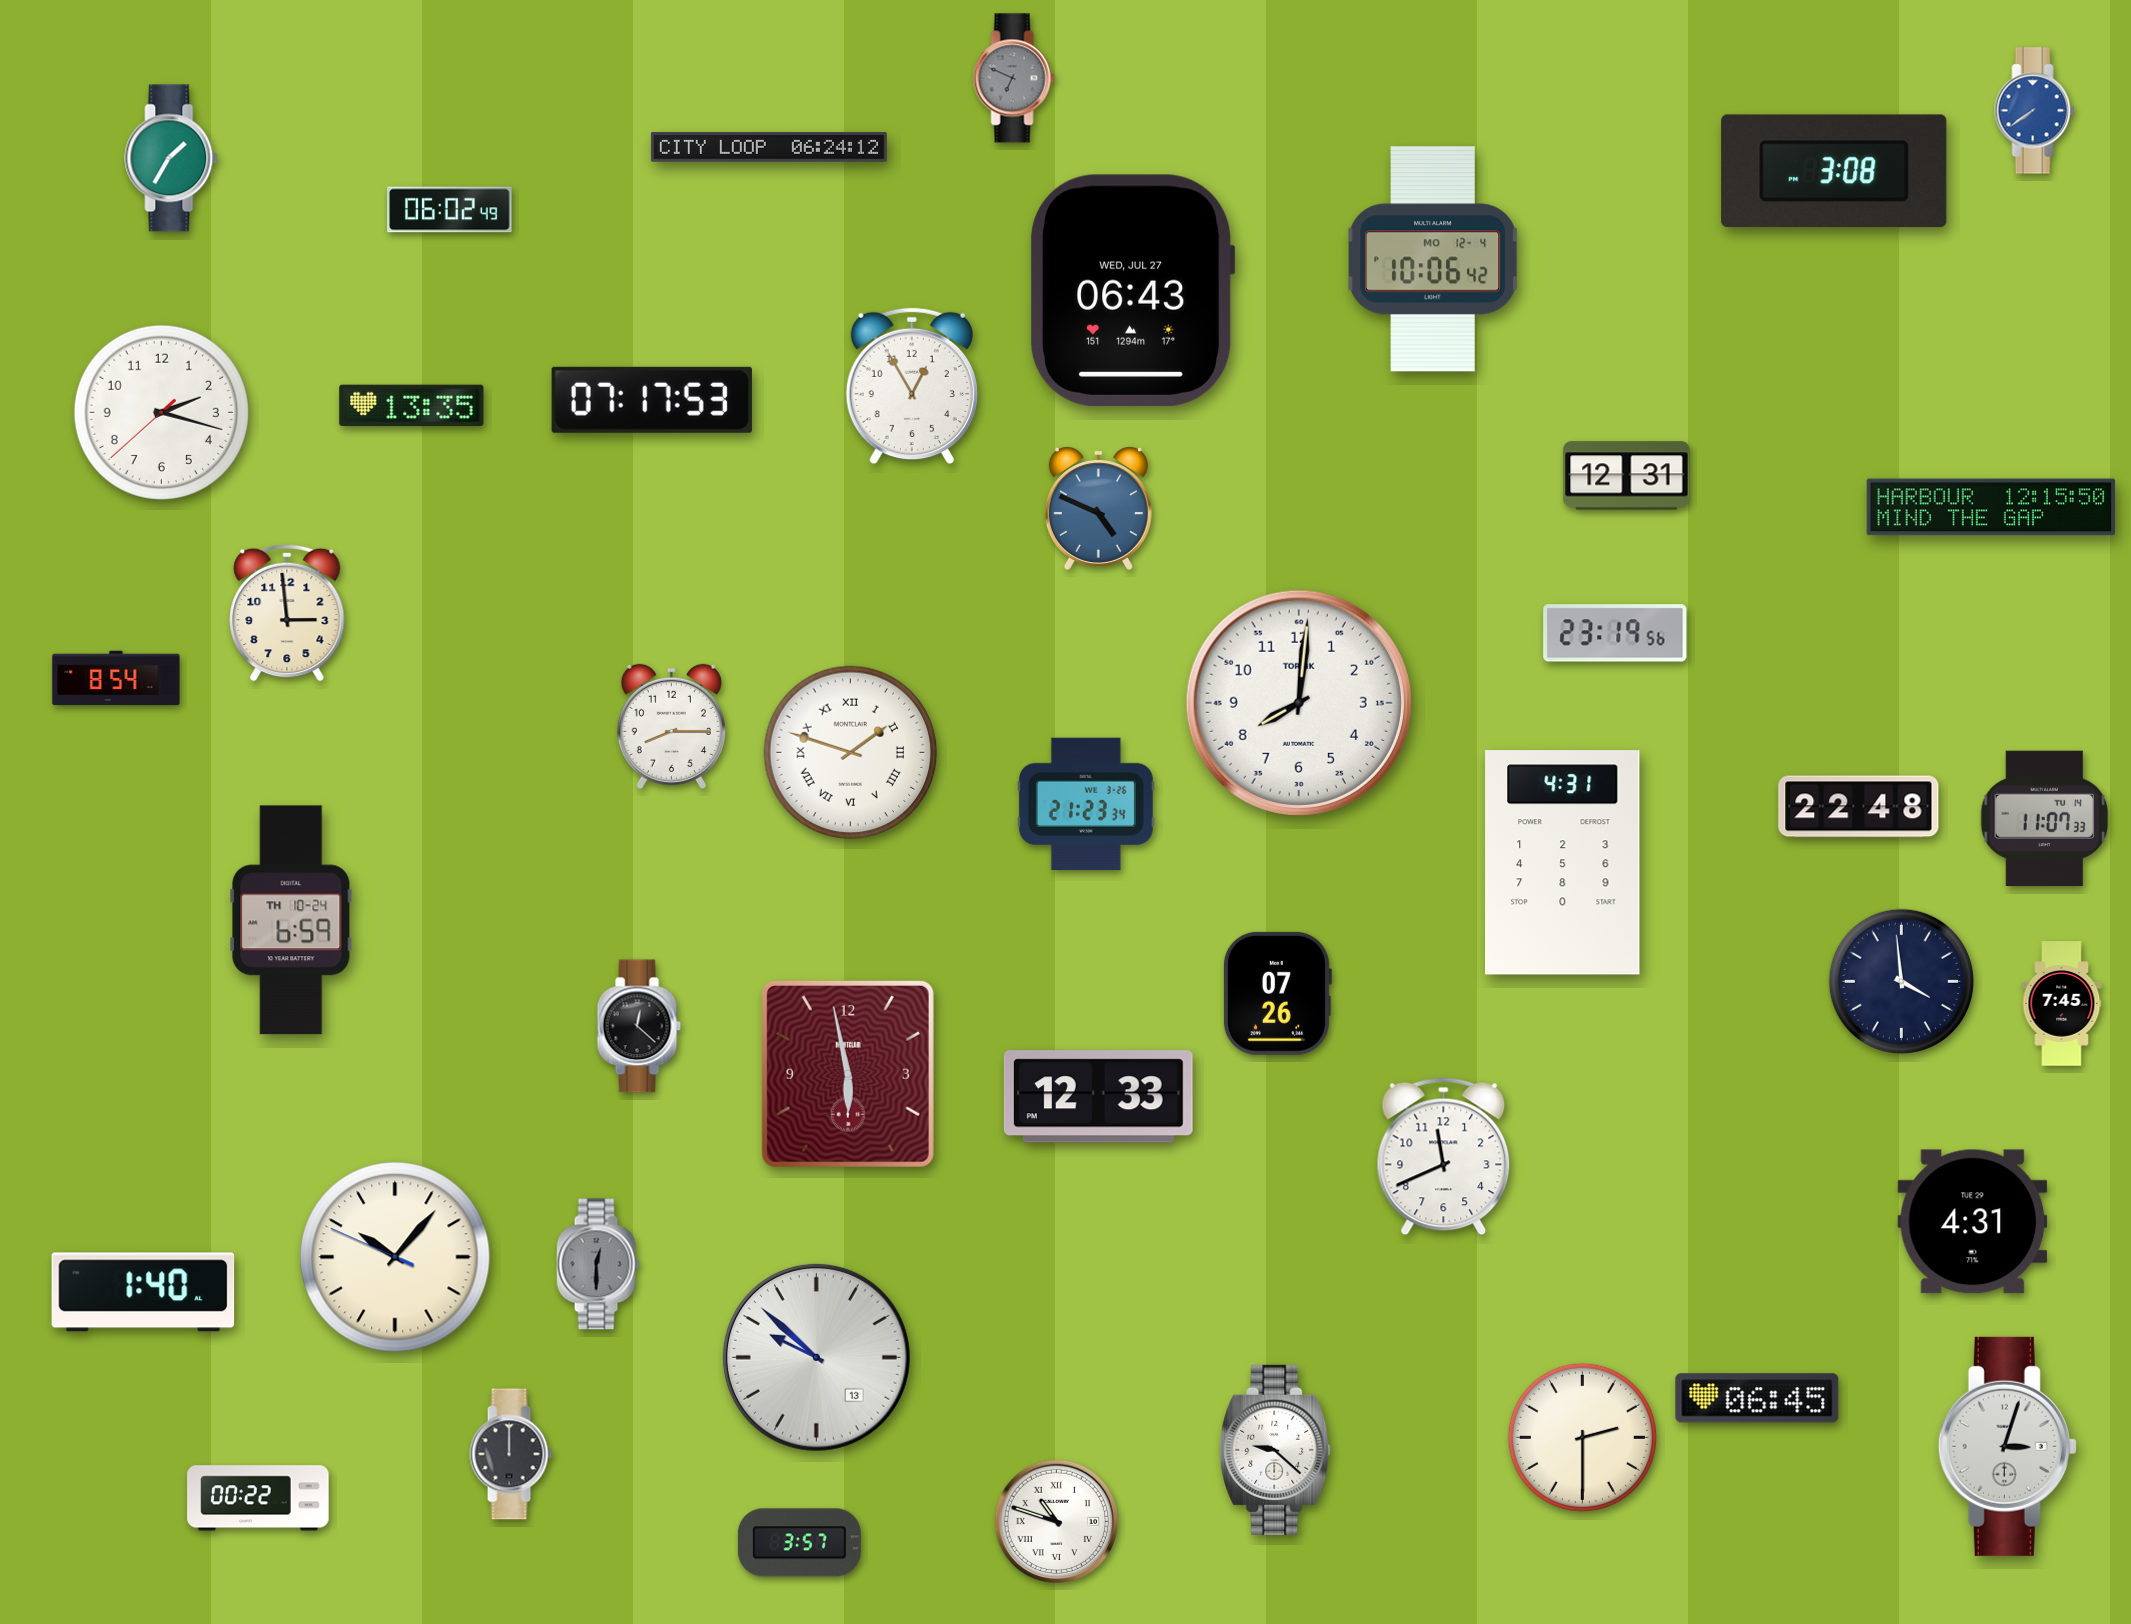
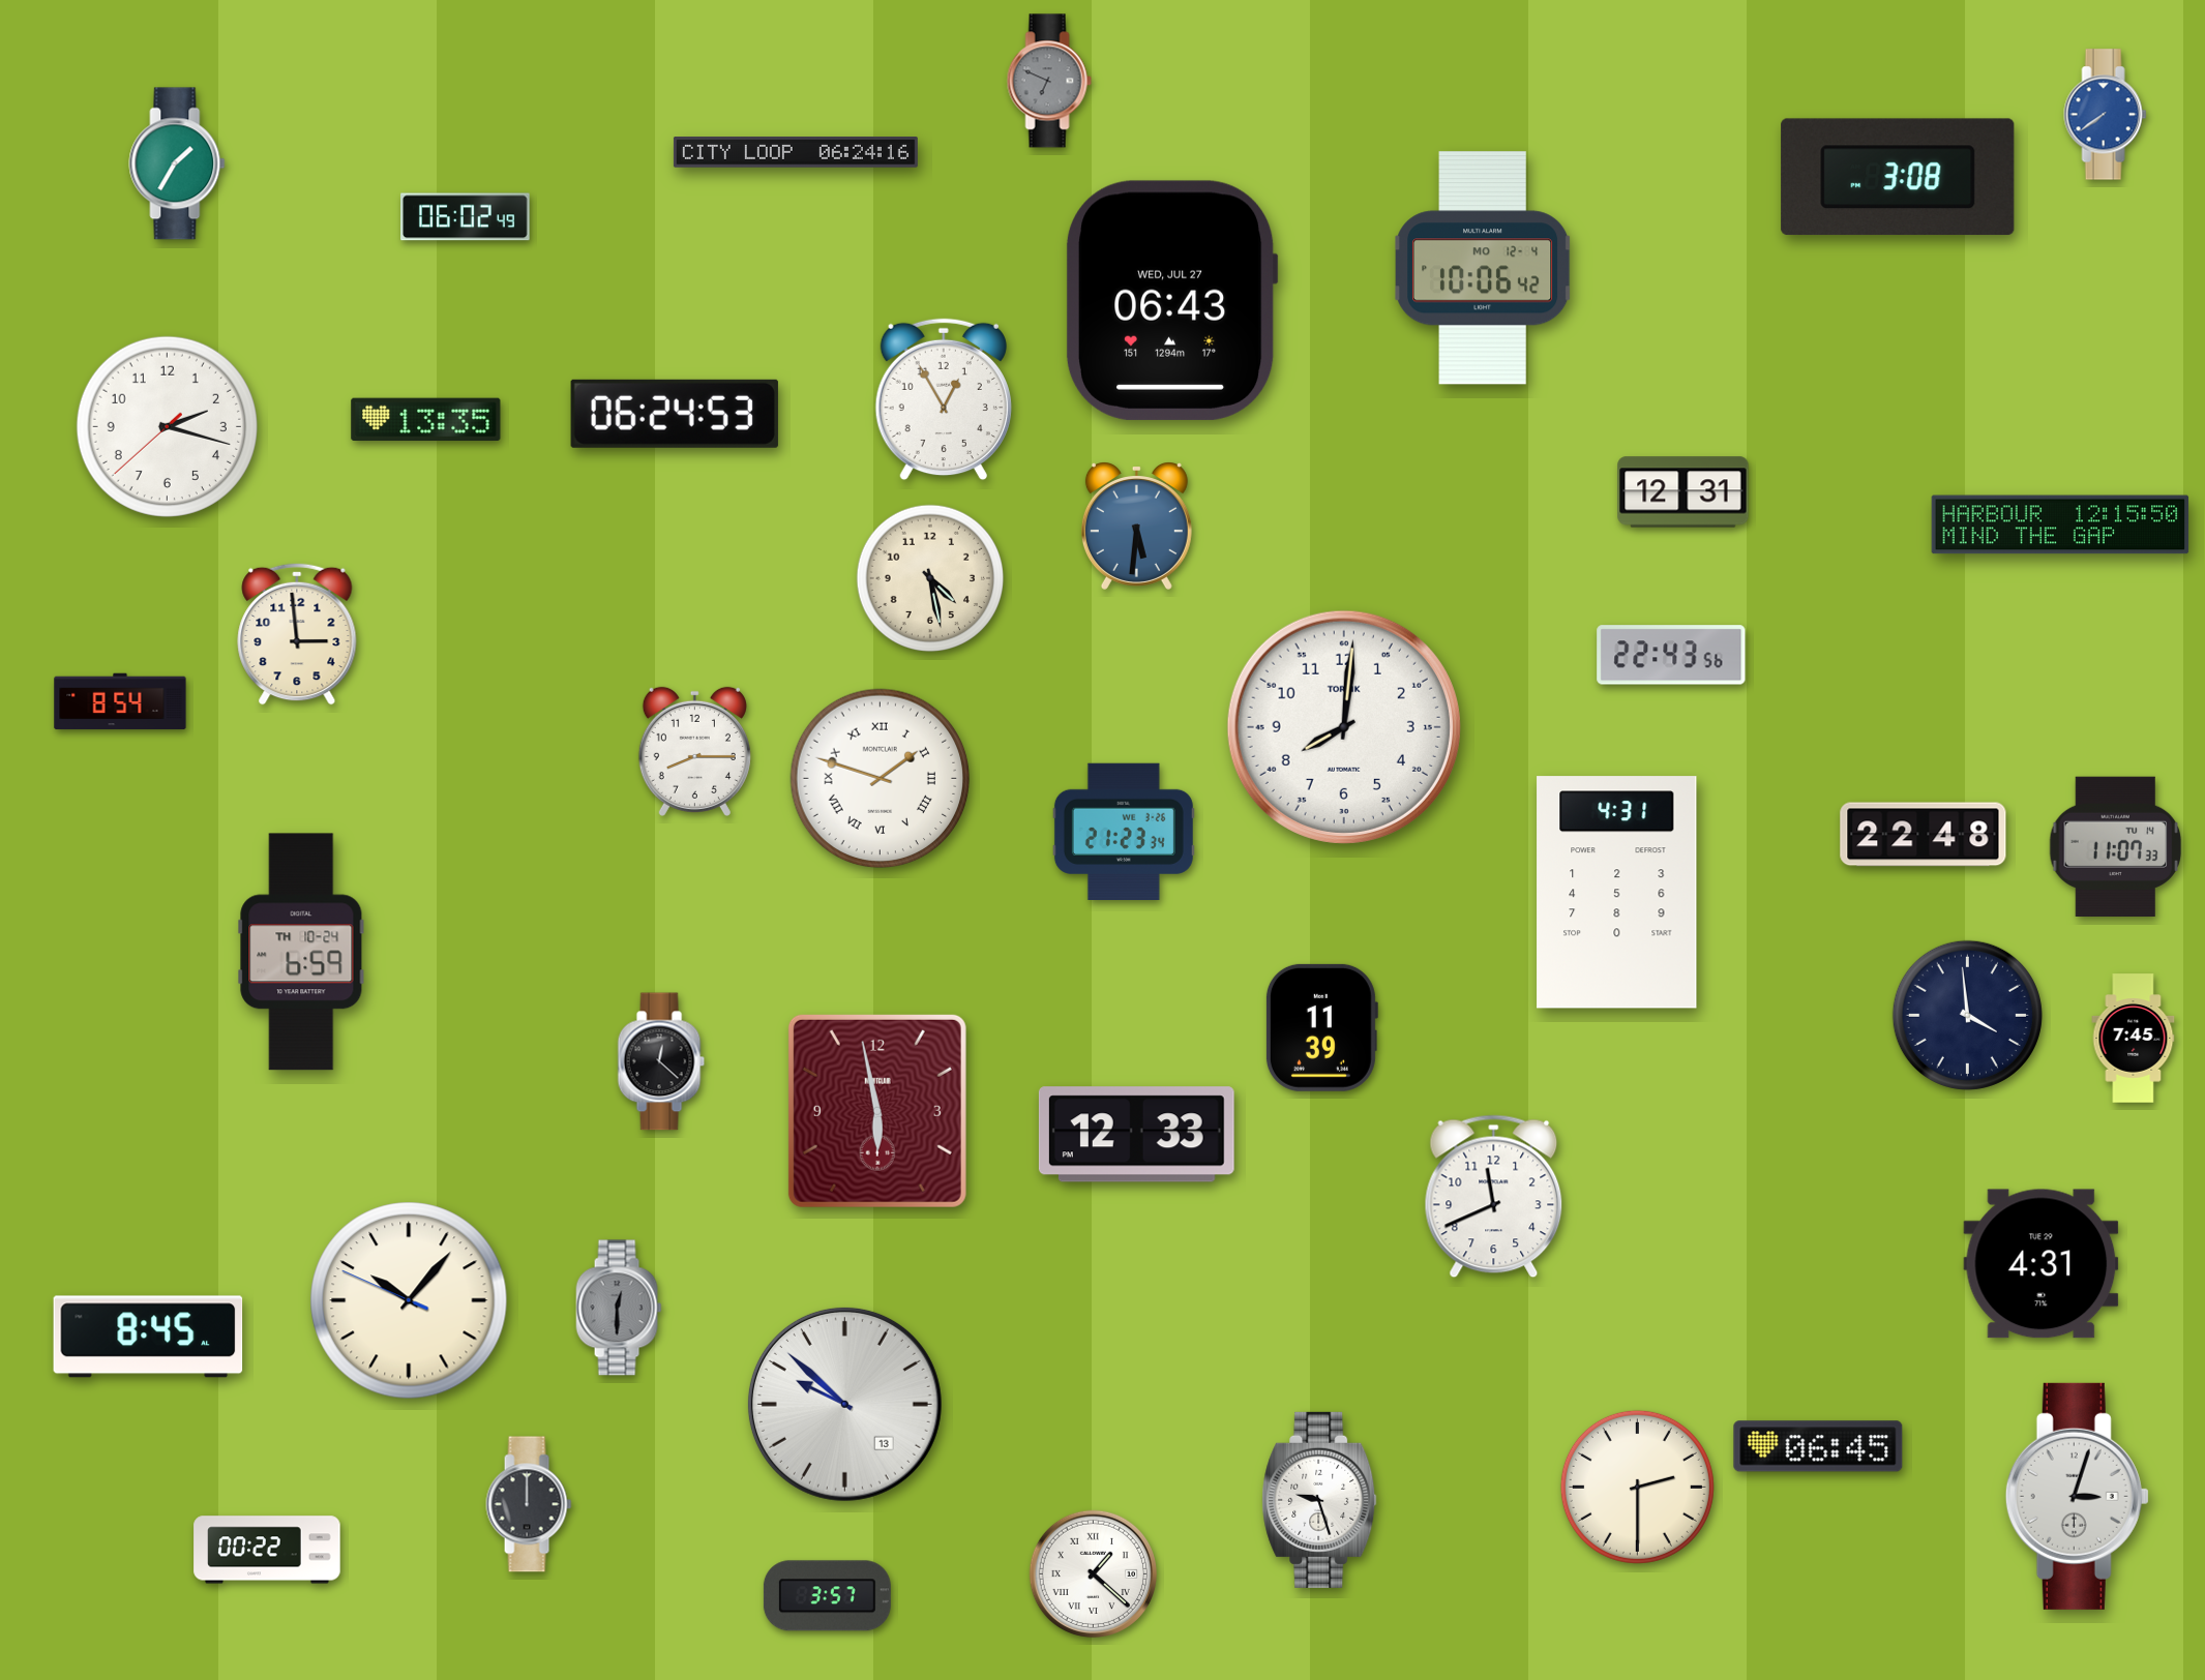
clock at (769, 148): 06:24:12 -> 06:24:16
clock at (652, 400): 07:17 -> 06:24
clock at (1098, 508): 4:49 -> 5:31
clock at (930, 578): none -> 4:28
clock at (1615, 633): 23:19 -> 22:43
clock at (1277, 993): 07:26 -> 11:39
clock at (143, 1292): 1:40 -> 8:45
clock at (1275, 1450): 9:22 -> 9:27
clock at (1056, 1521): 10:48 -> 1:22
